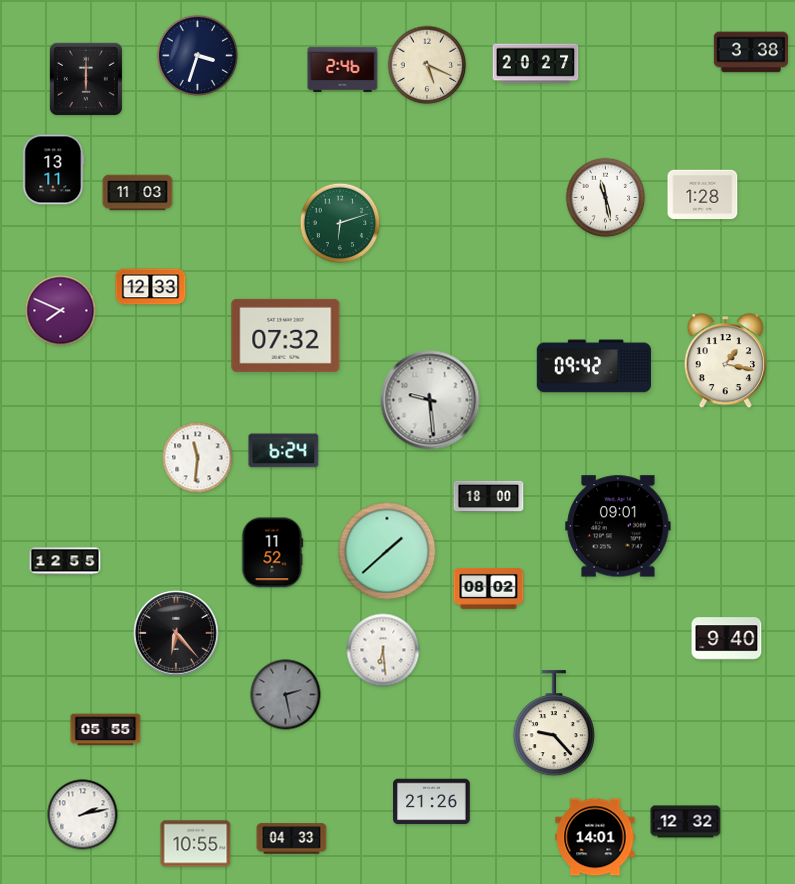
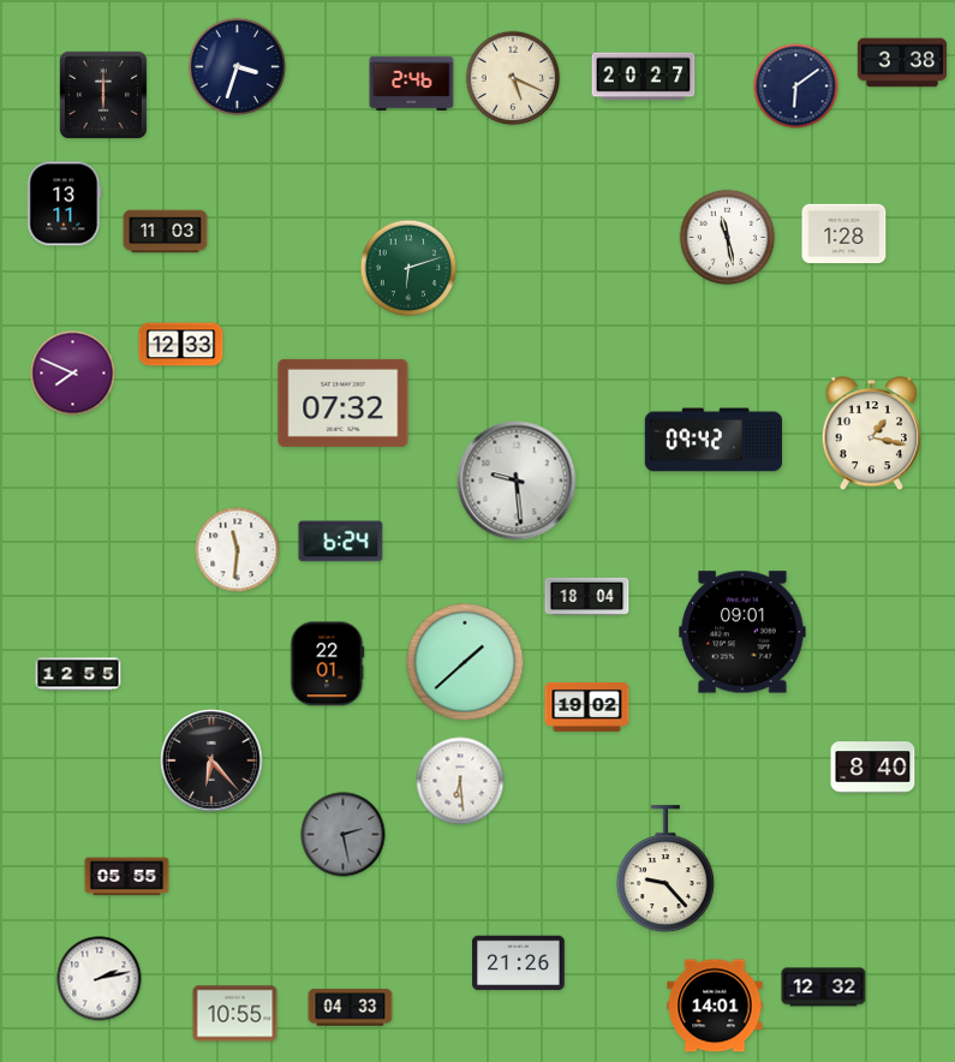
clock at (796, 86): none -> 6:09
clock at (489, 496): 18:00 -> 18:04
clock at (273, 553): 11:52 -> 22:01
clock at (489, 588): 08:02 -> 19:02
clock at (727, 639): 9:40 -> 8:40
